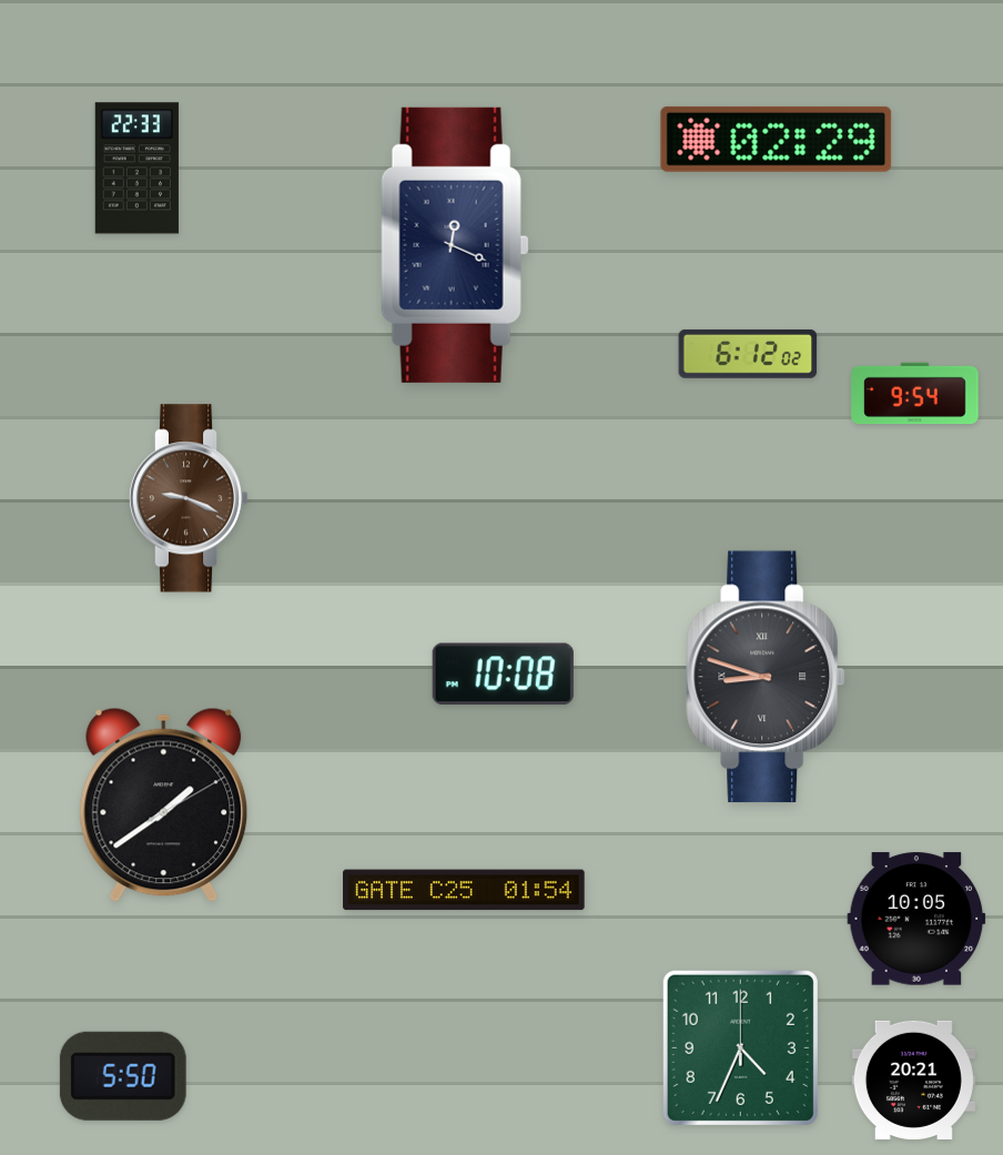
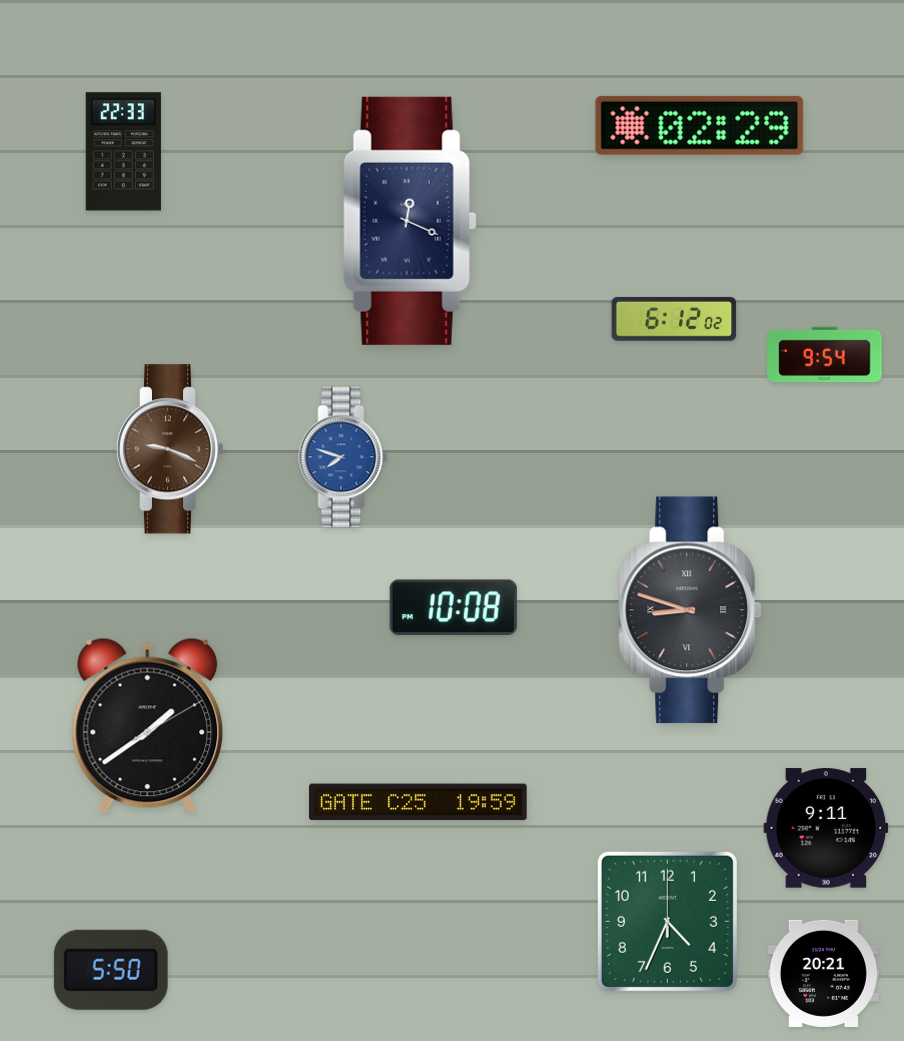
clock at (343, 457): none -> 7:48
clock at (464, 890): 01:54 -> 19:59
clock at (916, 919): 10:05 -> 9:11
clock at (740, 1047) position: (740, 1047) -> (667, 921)
